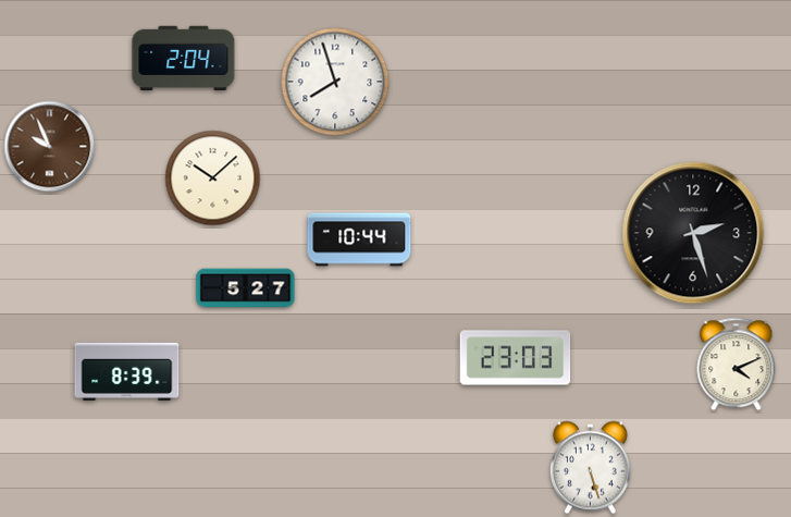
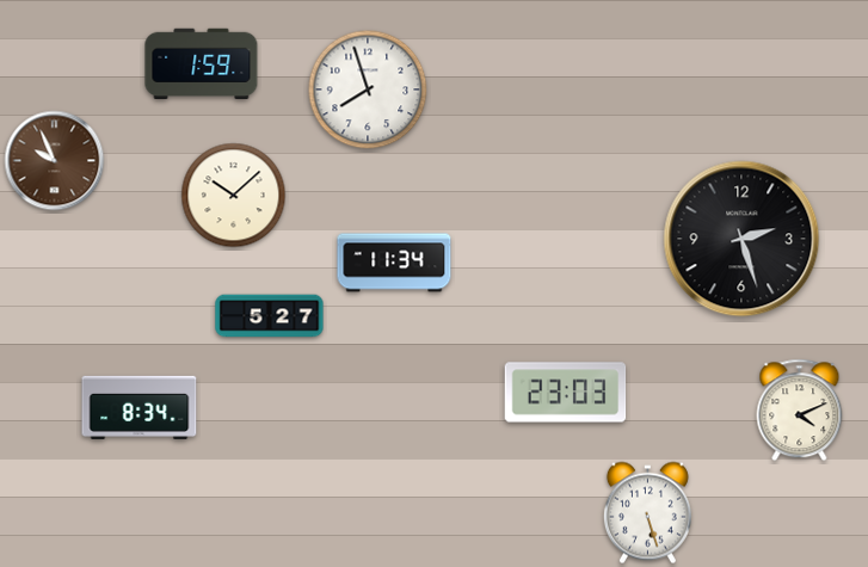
clock at (184, 58): 2:04 -> 1:59
clock at (693, 233) position: (693, 233) -> (741, 239)
clock at (359, 239): 10:44 -> 11:34
clock at (737, 365) position: (737, 365) -> (800, 411)
clock at (127, 371): 8:39 -> 8:34
